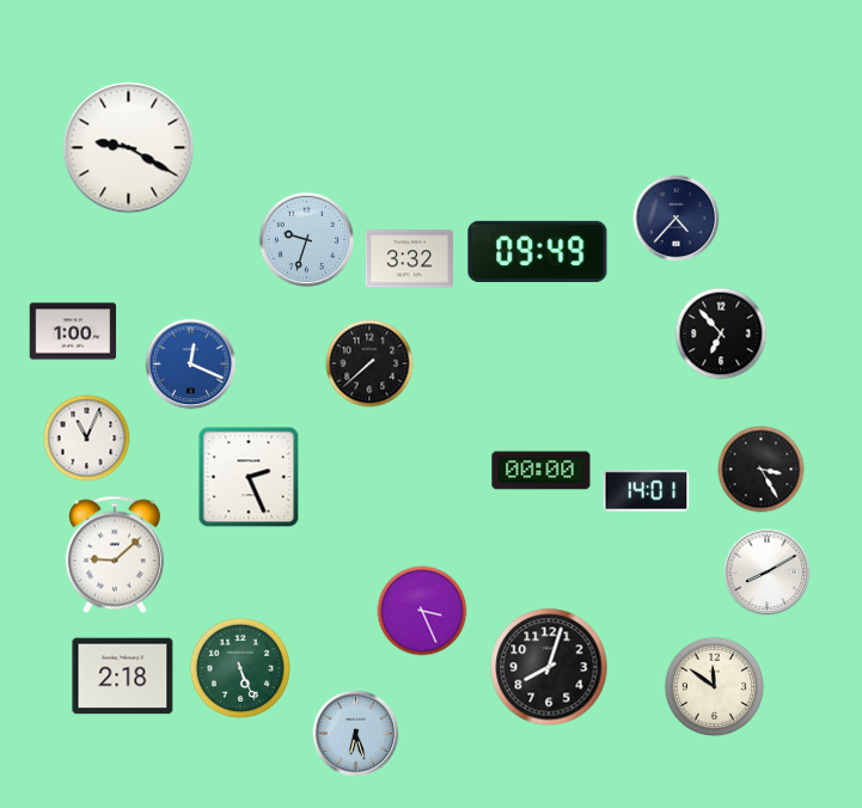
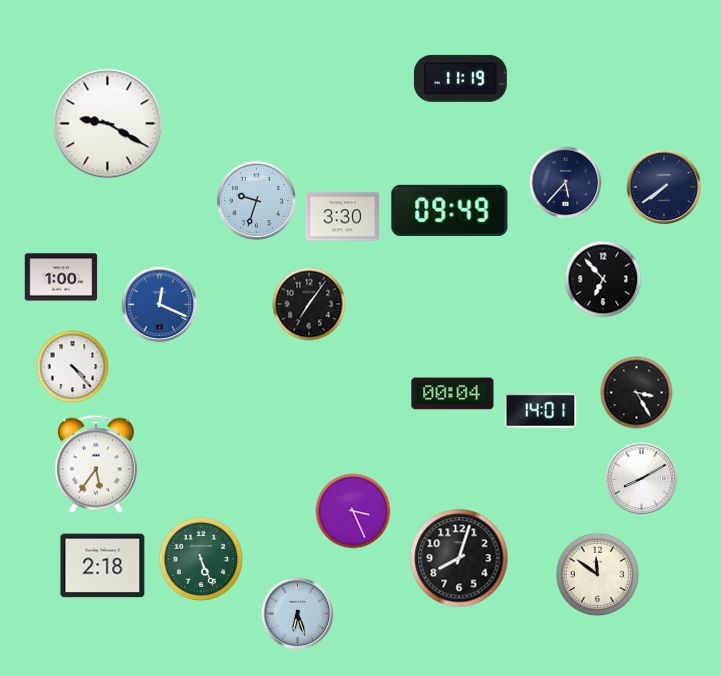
clock at (460, 78): none -> 11:19
clock at (677, 219): 4:37 -> 5:37
clock at (664, 187): none -> 7:39
clock at (409, 259): 3:32 -> 3:30
clock at (369, 363): 7:38 -> 7:06
clock at (87, 439): 11:04 -> 4:23
clock at (542, 471): 00:00 -> 00:04
clock at (249, 477): 2:26 -> none
clock at (115, 555): 9:08 -> 5:36
